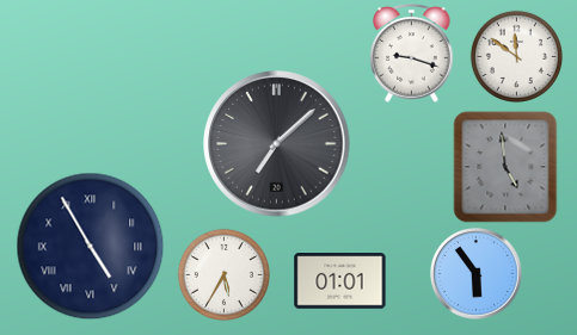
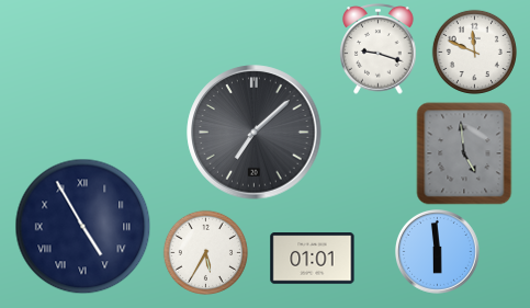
clock at (516, 56): 11:51 -> 11:49
clock at (477, 274): 5:54 -> 5:59
